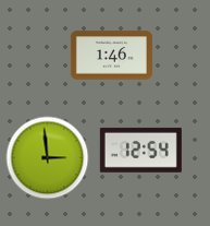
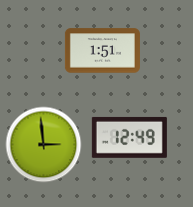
clock at (111, 56): 1:46 -> 1:51
clock at (140, 150): 12:54 -> 12:49
